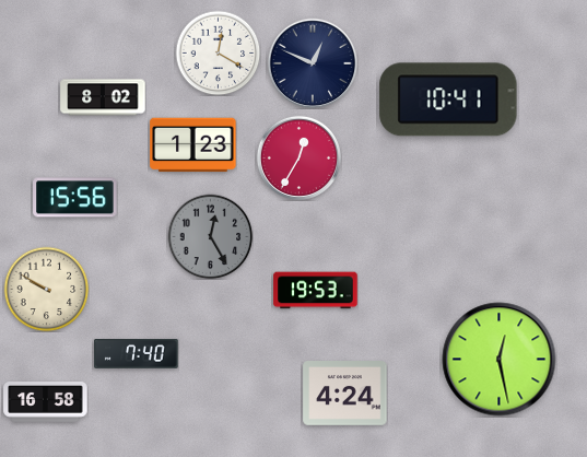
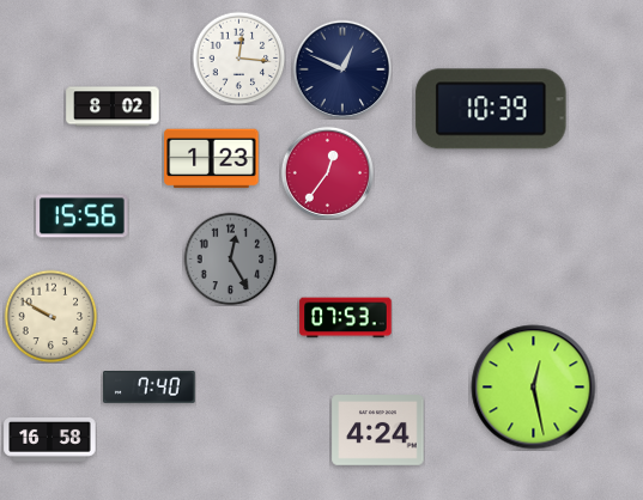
clock at (218, 52): 12:20 -> 12:16
clock at (448, 99): 10:41 -> 10:39
clock at (298, 157): 12:35 -> 12:36
clock at (316, 291): 19:53 -> 07:53
clock at (500, 360) position: (500, 360) -> (534, 388)
